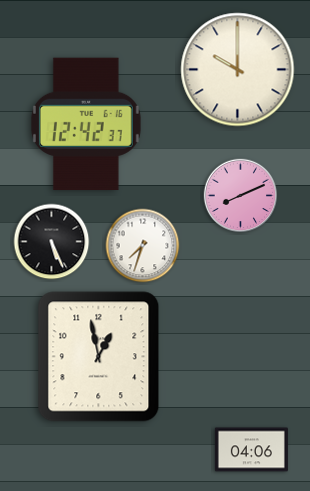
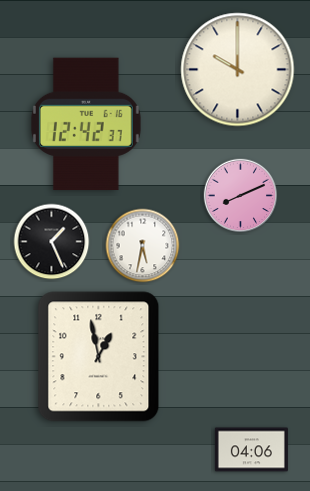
clock at (52, 242): 5:26 -> 1:26
clock at (143, 246): 7:33 -> 5:32
